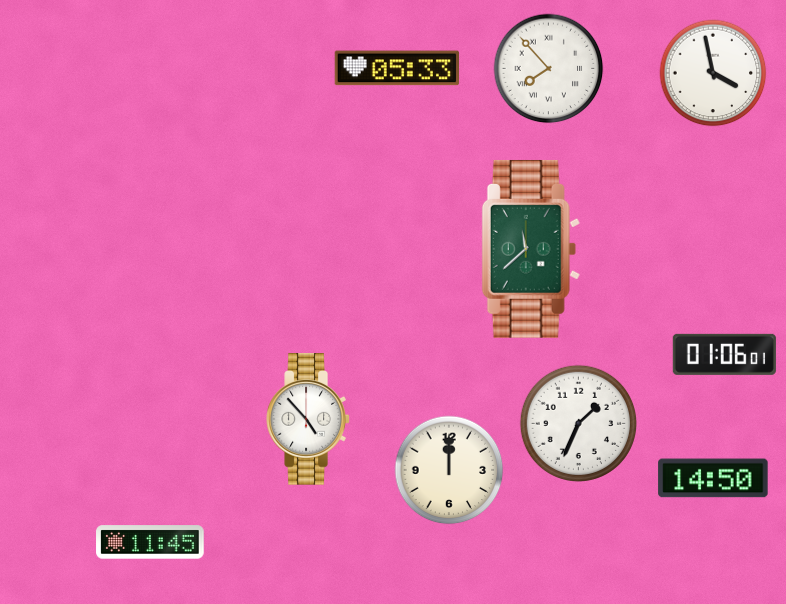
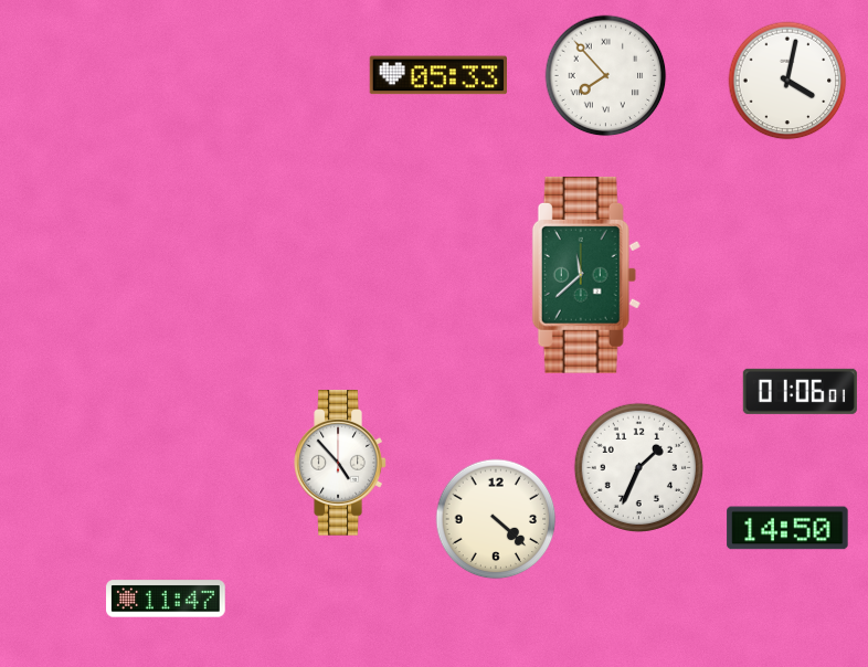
clock at (713, 73): 3:58 -> 4:02
clock at (449, 470): 12:00 -> 4:22
clock at (150, 542): 11:45 -> 11:47
